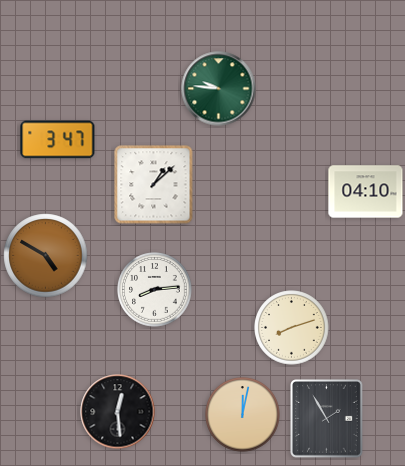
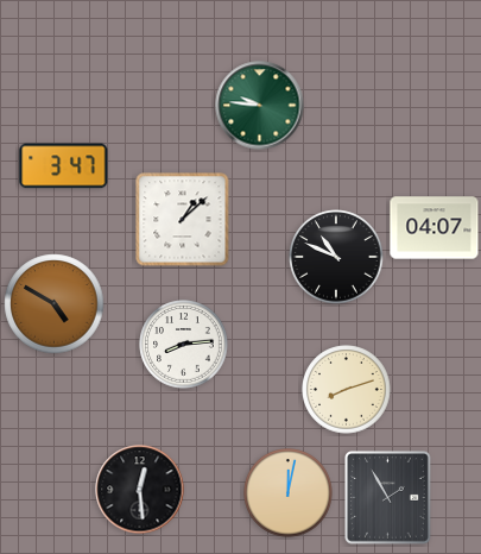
clock at (58, 140) position: (58, 140) -> (64, 166)
clock at (366, 192): 04:10 -> 04:07
clock at (336, 257): none -> 10:49
